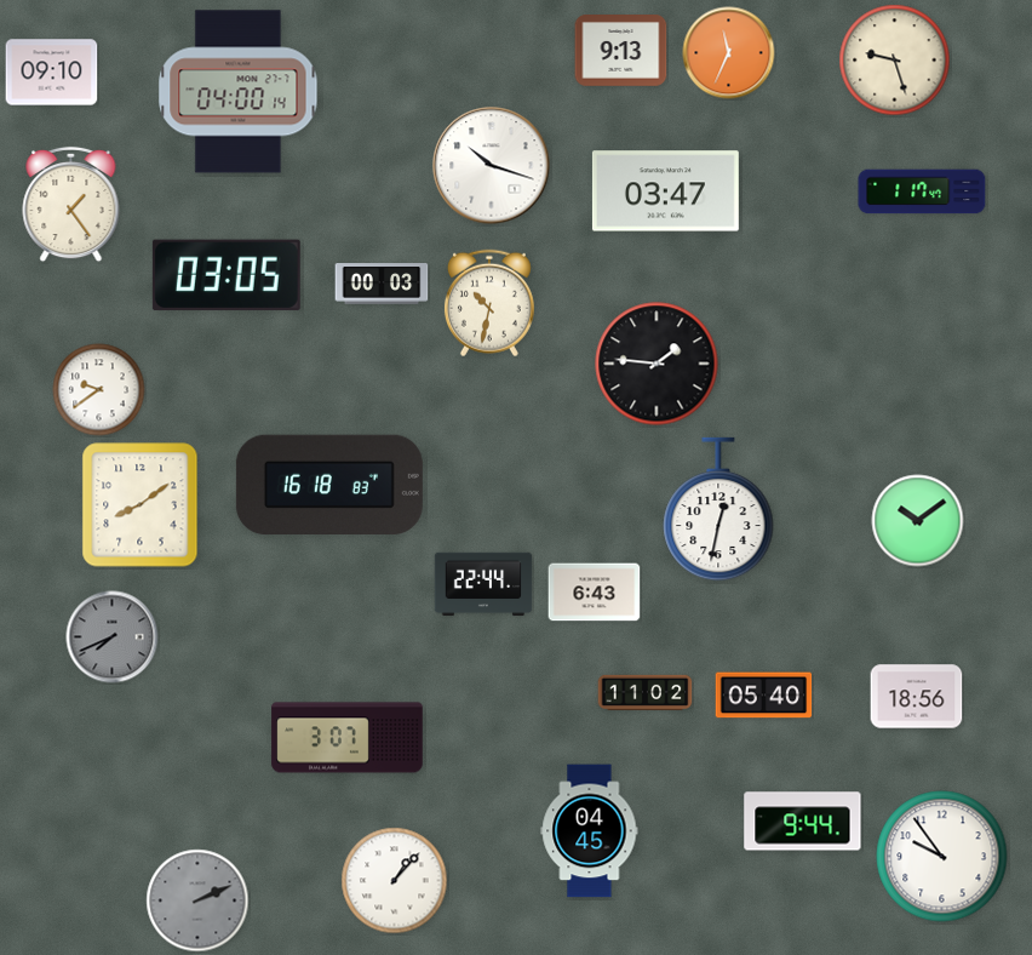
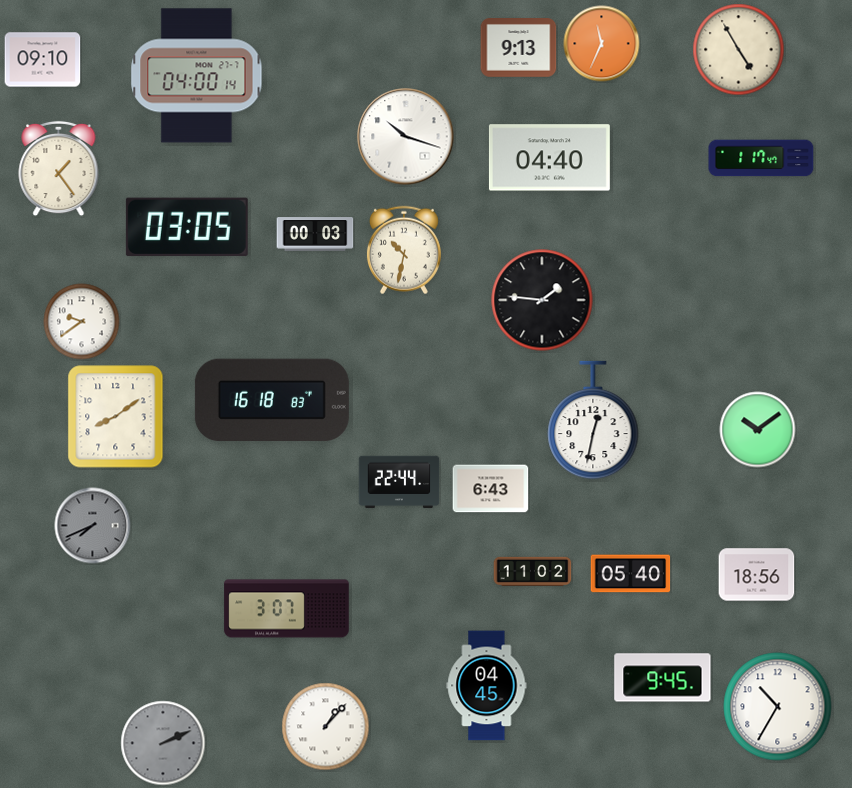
clock at (621, 51) position: (621, 51) -> (519, 48)
clock at (895, 61): 9:27 -> 4:55
clock at (665, 191): 03:47 -> 04:40
clock at (803, 822): 9:44 -> 9:45
clock at (942, 857): 9:54 -> 10:35
